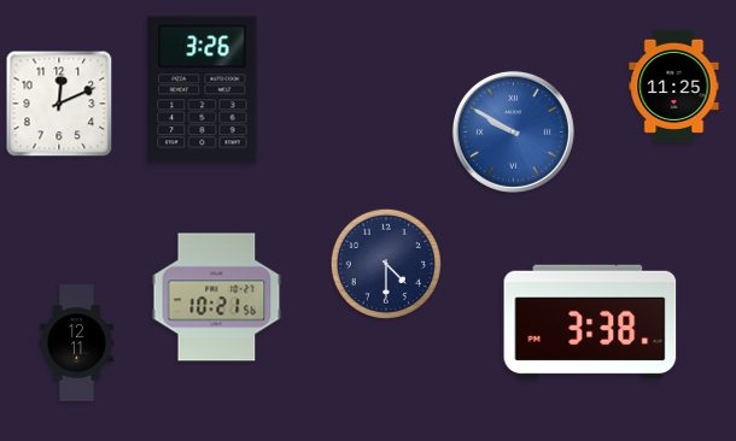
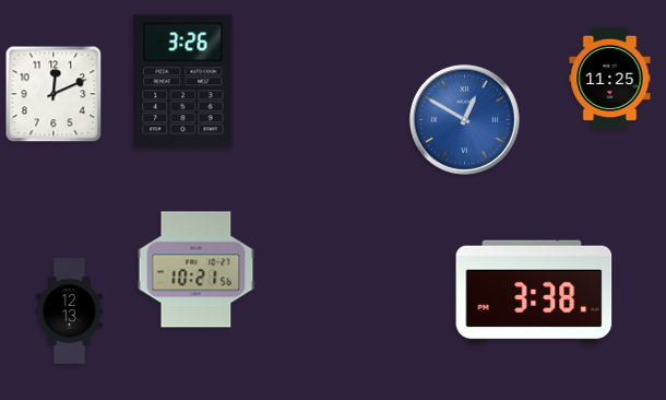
clock at (513, 131): 9:50 -> 12:50
clock at (385, 263): 4:30 -> none
clock at (76, 343): 12:11 -> 12:13
